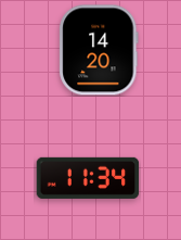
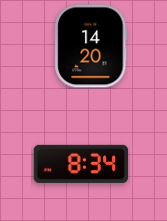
clock at (88, 178): 11:34 -> 8:34
